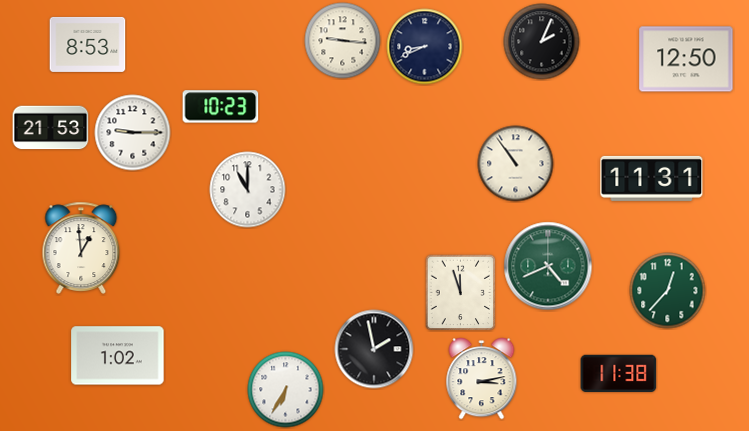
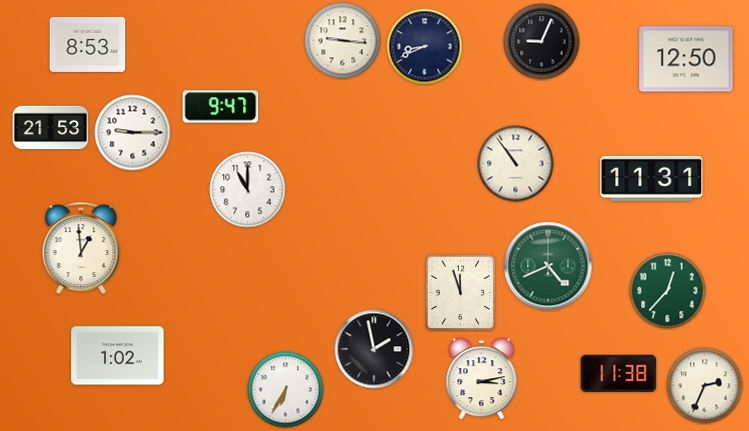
clock at (542, 42): 2:04 -> 9:04
clock at (221, 107): 10:23 -> 9:47
clock at (705, 386): none -> 2:34
